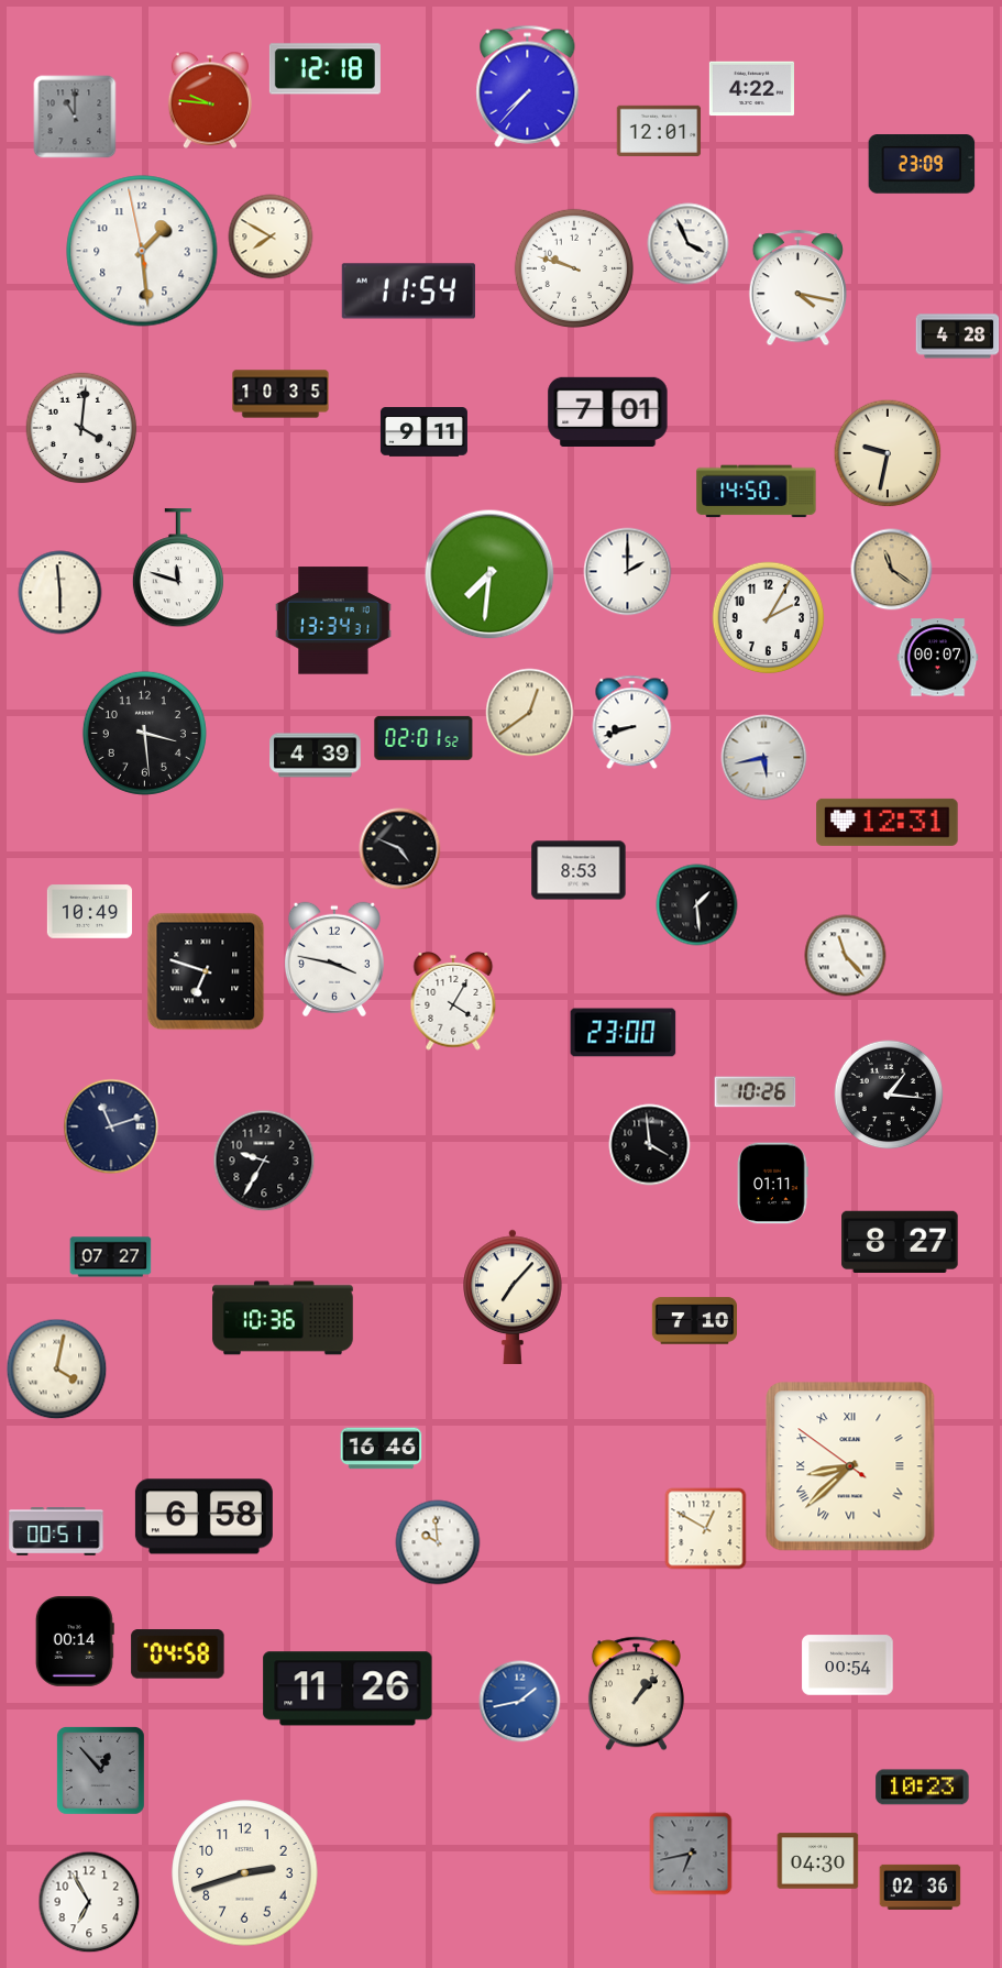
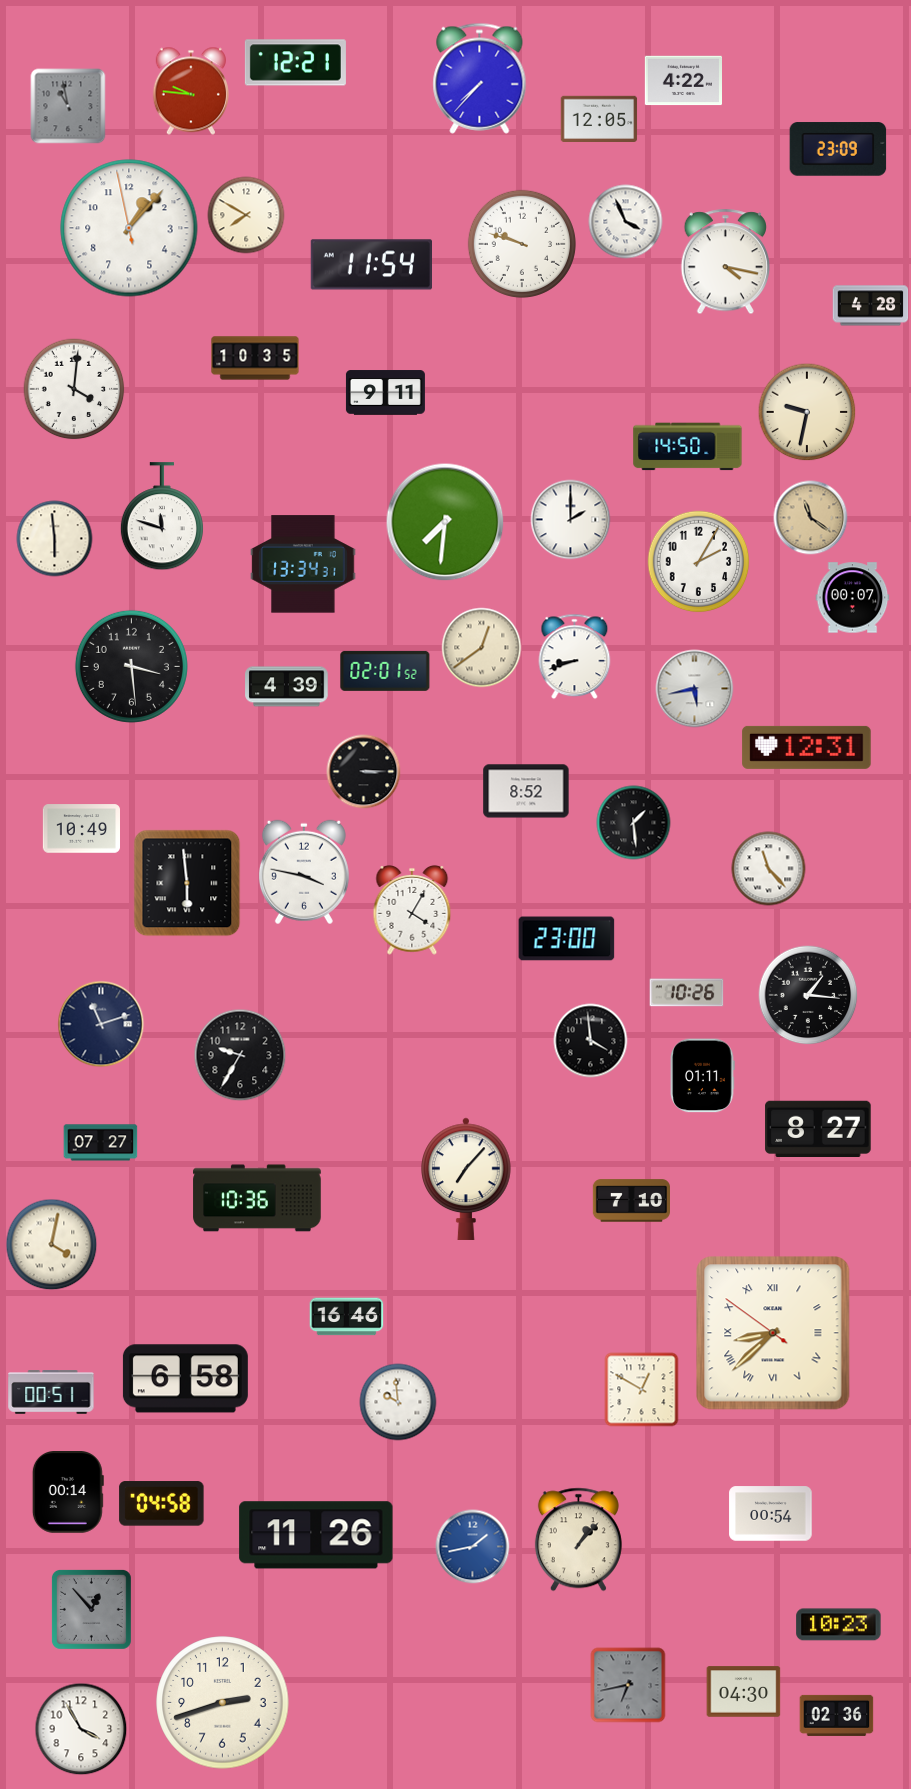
clock at (324, 69): 12:18 -> 12:21
clock at (75, 117): 11:00 -> 10:58
clock at (659, 130): 12:01 -> 12:05
clock at (142, 251): 1:28 -> 1:06
clock at (608, 411): 7:01 -> none
clock at (400, 849): 4:49 -> 3:15
clock at (579, 870): 8:53 -> 8:52
clock at (206, 971): 6:48 -> 5:59
clock at (89, 1902): 6:55 -> 3:55
